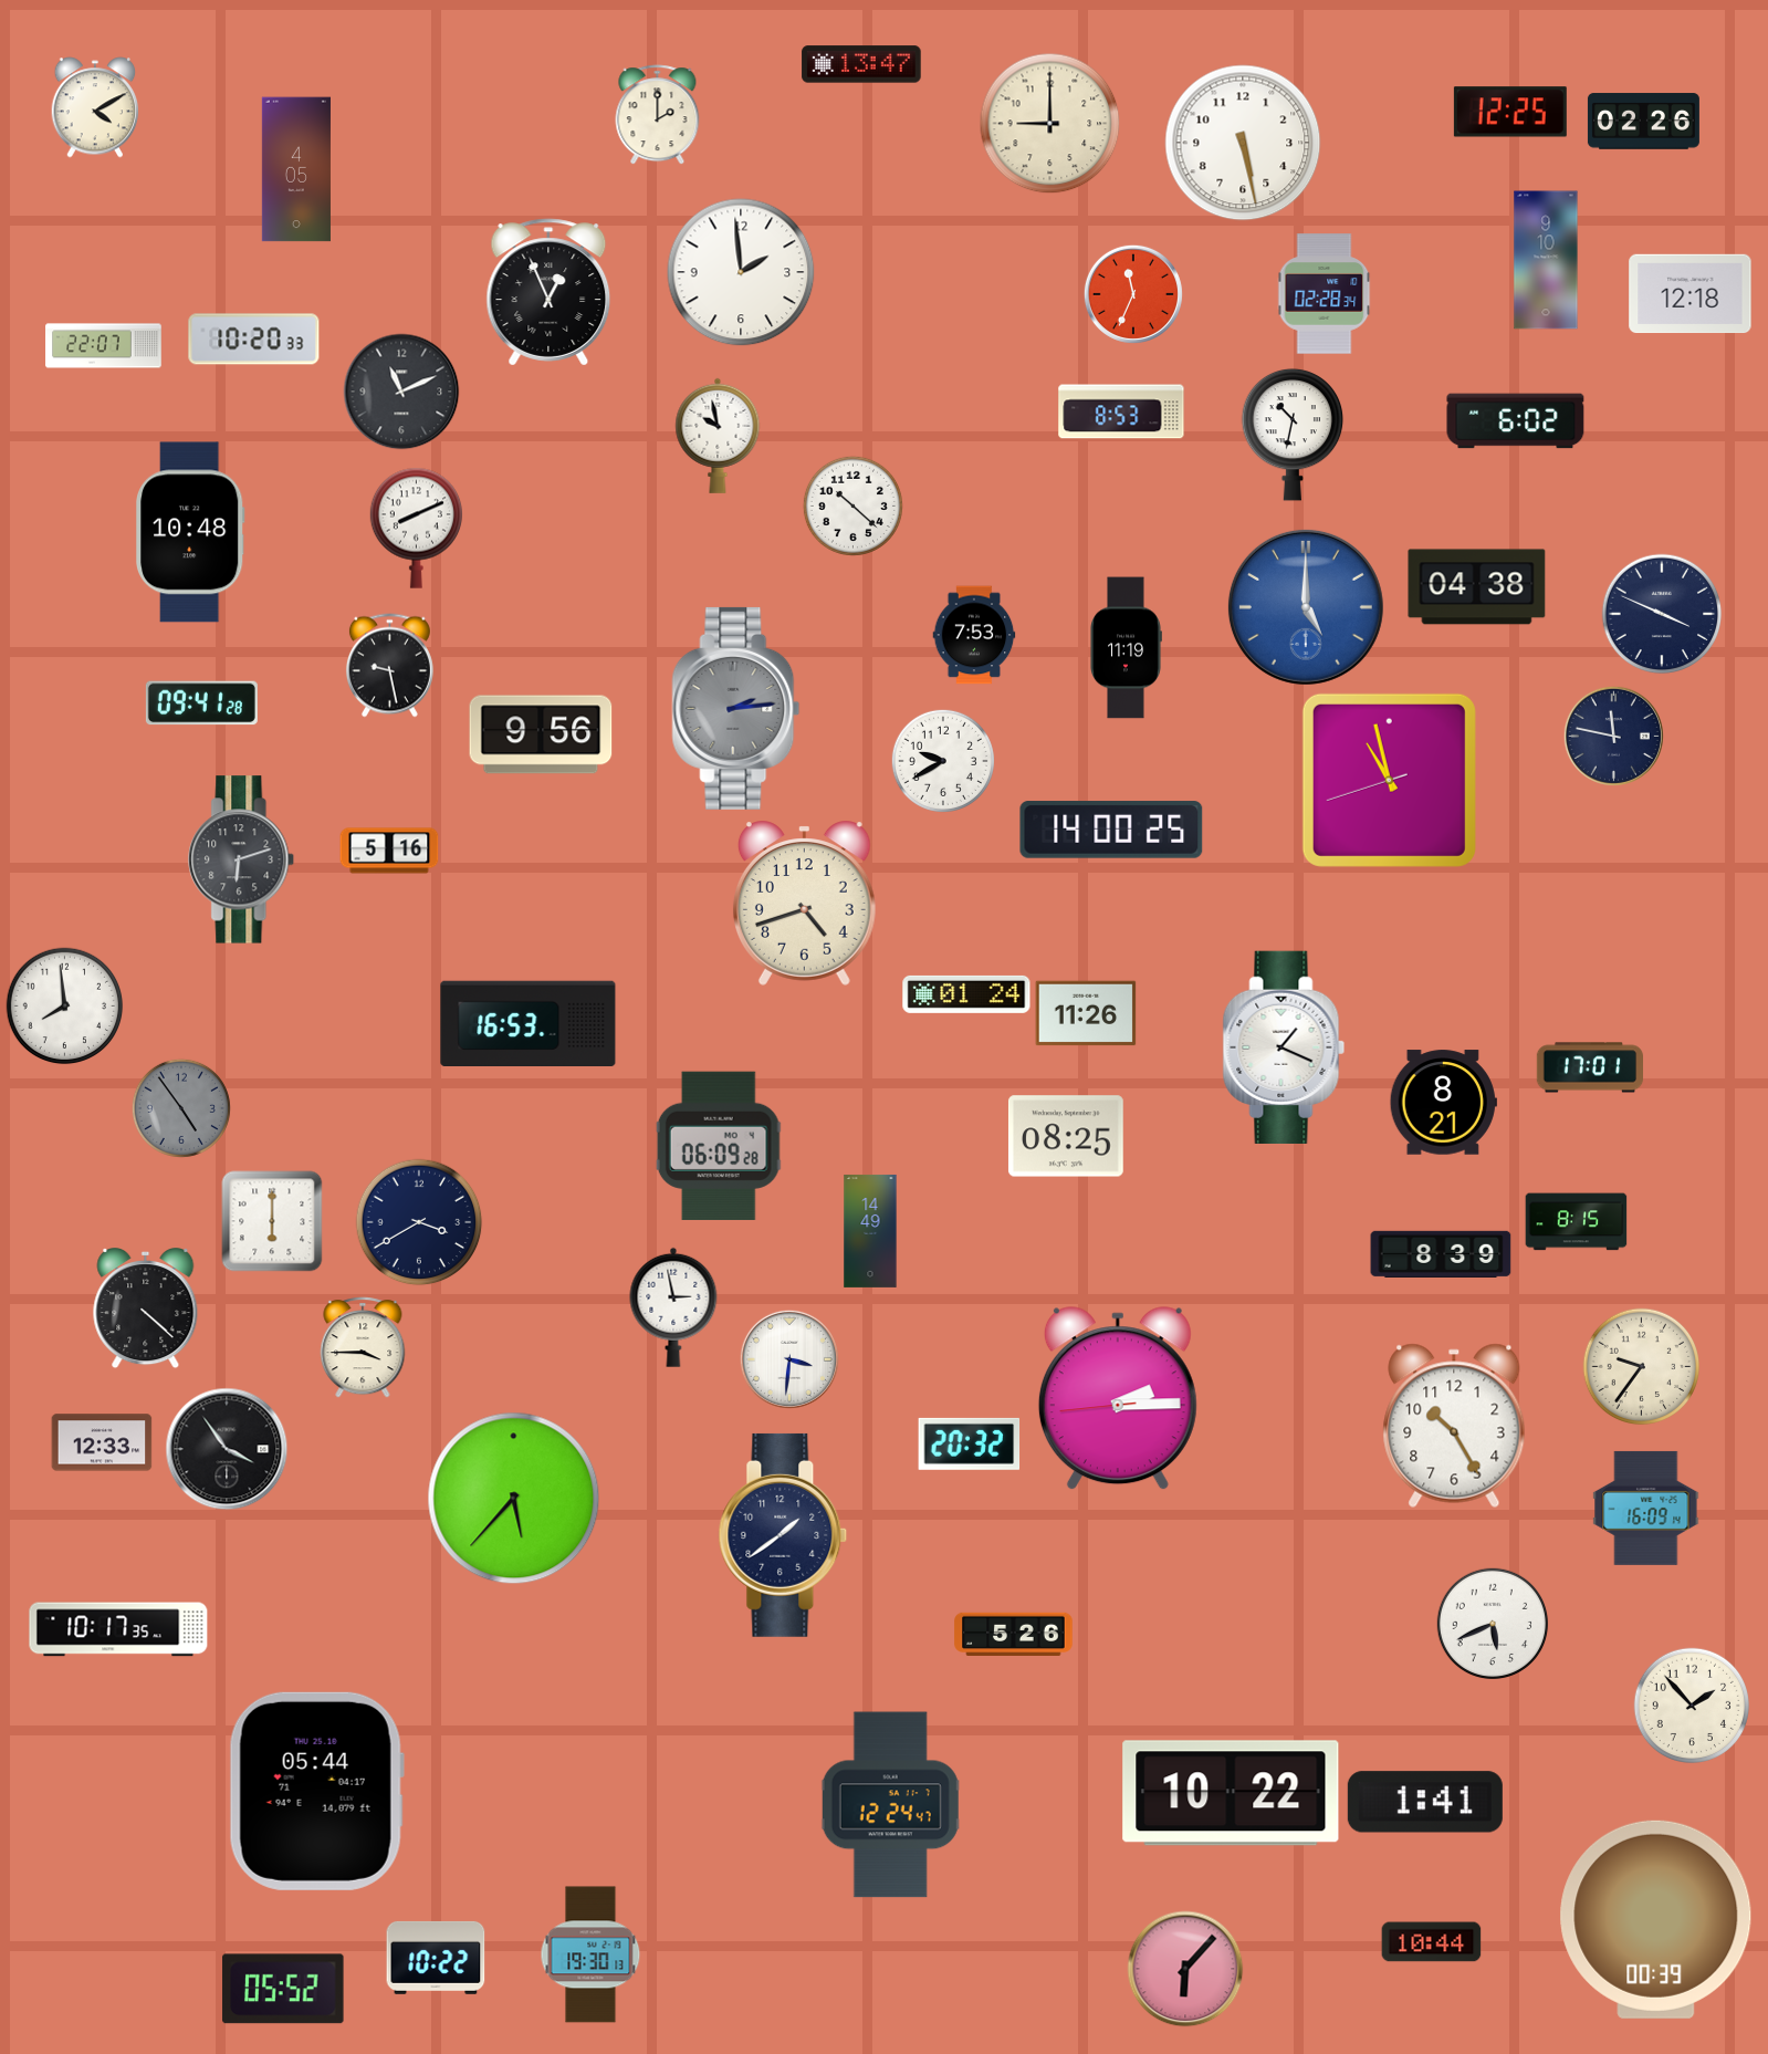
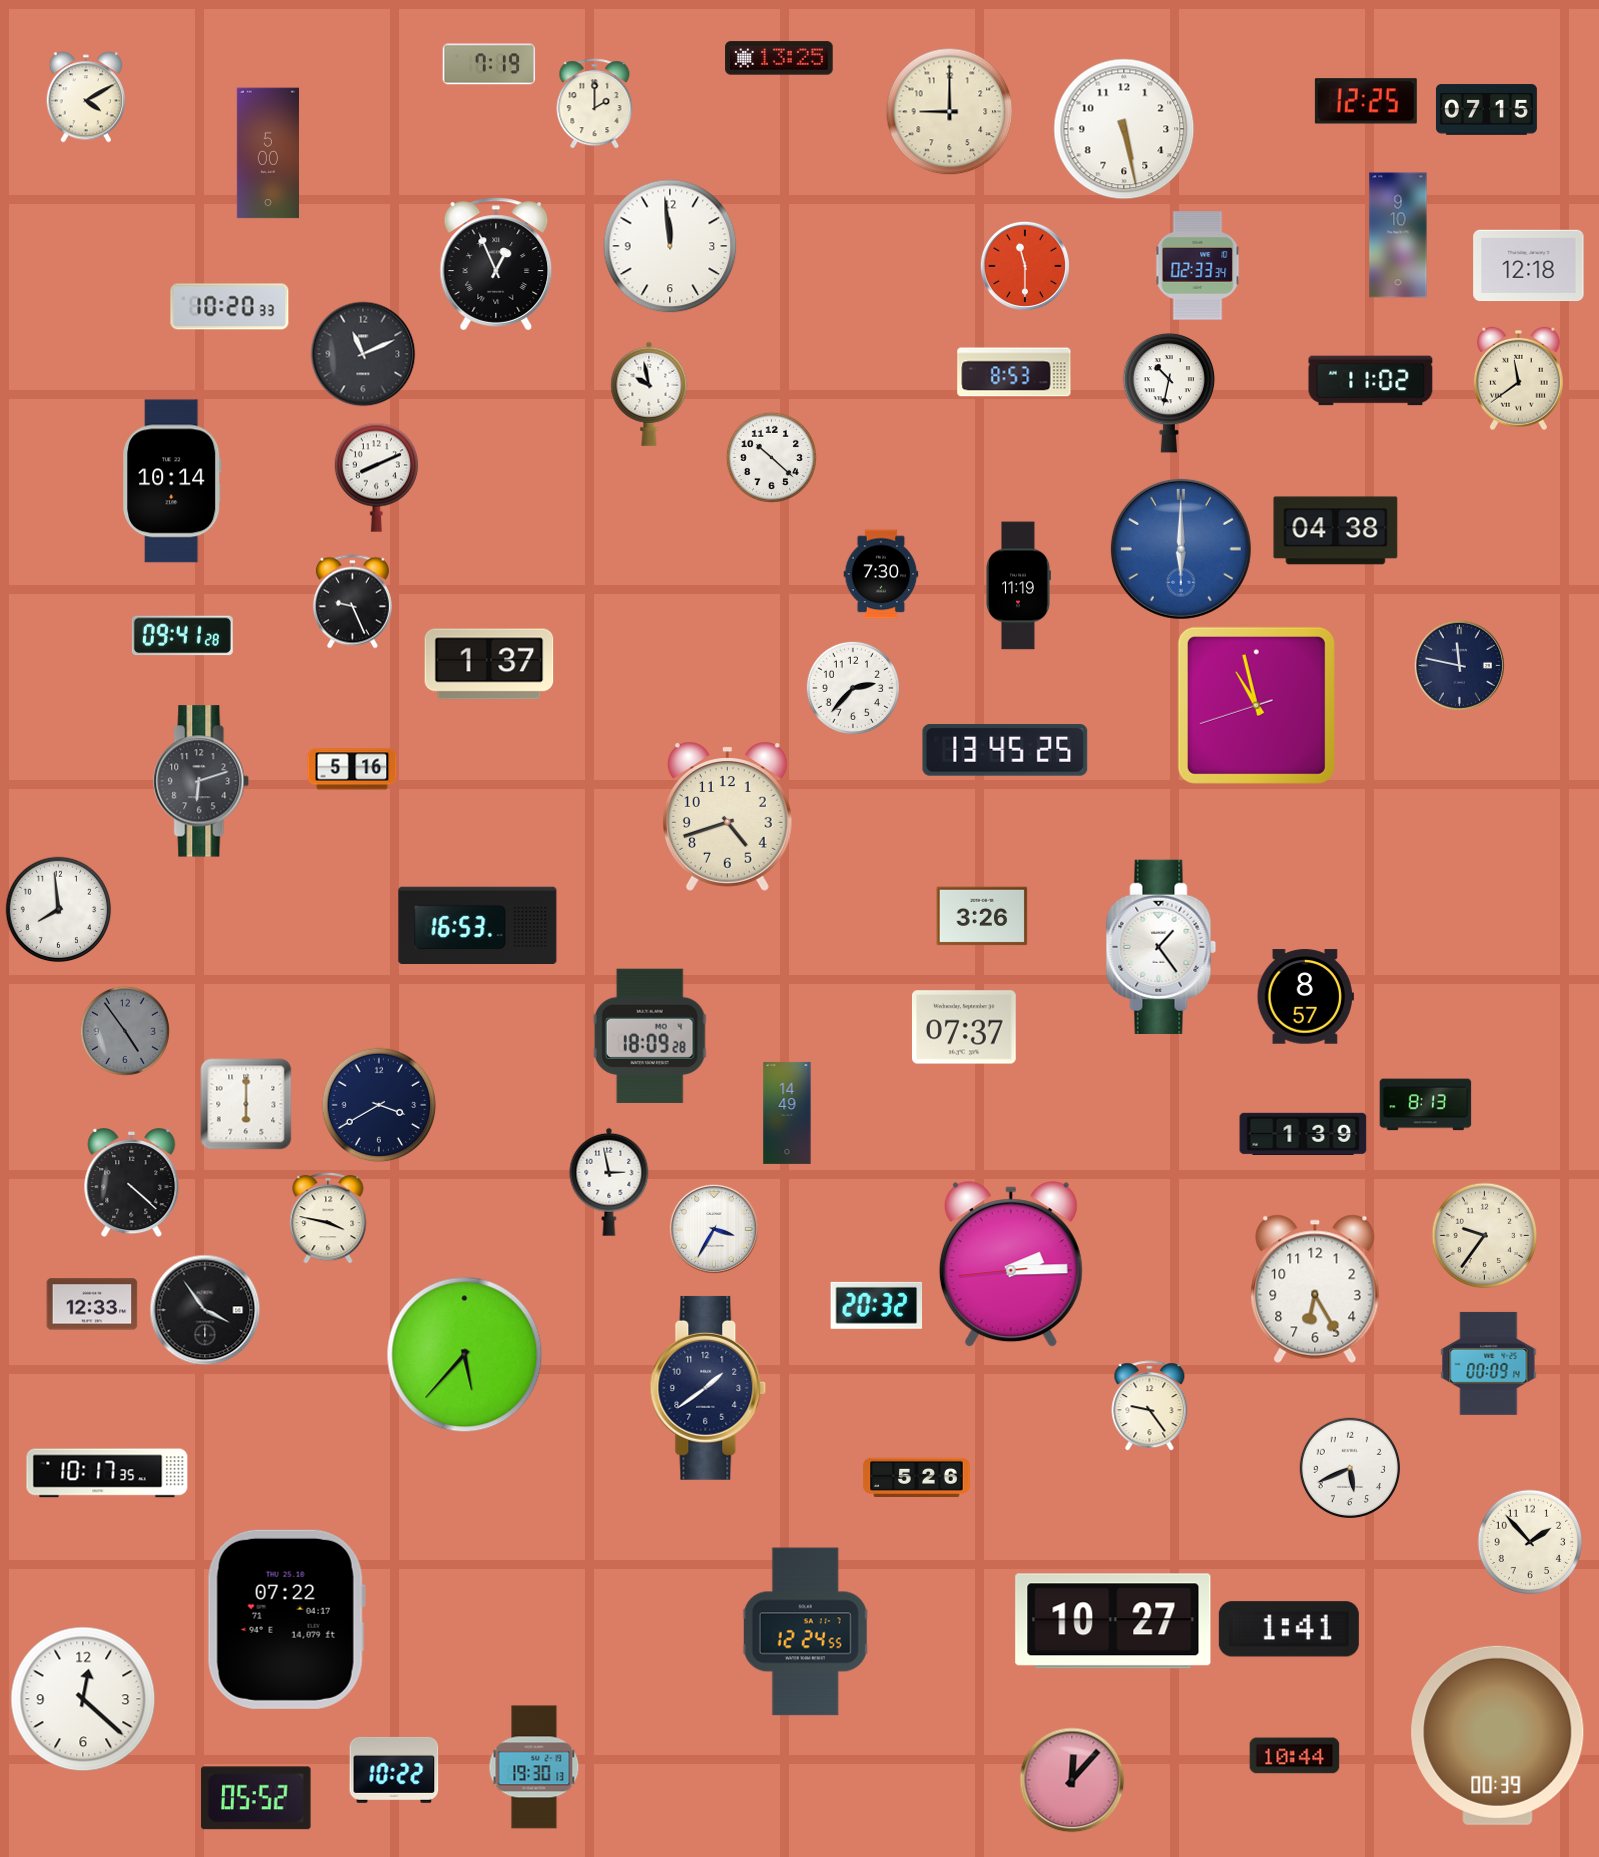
clock at (861, 64): 13:47 -> 13:25
clock at (489, 64): none -> 7:19
clock at (1643, 122): 02:26 -> 07:15
clock at (296, 169): 4:05 -> 5:00
clock at (741, 272): 1:59 -> 11:59
clock at (1133, 294): 11:34 -> 11:30
clock at (1325, 294): 02:28 -> 02:33
clock at (104, 346): 22:07 -> none
clock at (1518, 379): none -> 11:39
clock at (1516, 421): 6:02 -> 11:02
clock at (191, 532): 10:48 -> 10:14
clock at (1306, 607): 5:00 -> 6:00
clock at (1662, 614): 3:49 -> none
clock at (974, 635): 7:53 -> 7:30
clock at (389, 666): 9:28 -> 9:26
clock at (736, 708): 2:14 -> none
clock at (541, 734): 9:56 -> 1:37
clock at (943, 761): 9:40 -> 2:37
clock at (1111, 830): 14:00 -> 13:45
clock at (242, 859) position: (242, 859) -> (202, 781)
clock at (966, 994): 01:24 -> none
clock at (1086, 1013): 11:26 -> 3:26
clock at (1284, 1047): 1:19 -> 1:24
clock at (1589, 1067): 17:01 -> none
clock at (1443, 1103): 8:21 -> 8:57
clock at (181, 1108) position: (181, 1108) -> (125, 1031)
clock at (1066, 1136): 08:25 -> 07:37
clock at (719, 1146): 06:09 -> 18:09
clock at (1577, 1222): 8:15 -> 8:13
clock at (1441, 1254): 8:39 -> 1:39
clock at (363, 1347): 3:45 -> 3:47
clock at (789, 1359): 3:31 -> 3:35
clock at (1454, 1426): 10:25 -> 6:25
clock at (1646, 1508): 16:09 -> 00:09
clock at (1150, 1406): none -> 9:24
clock at (316, 1791): 05:44 -> 07:22
clock at (1231, 1793): 10:22 -> 10:27
clock at (891, 1805): 12:24:47 -> 12:24:55
clock at (83, 1699): none -> 12:22
clock at (1185, 1969): 6:07 -> 12:07
